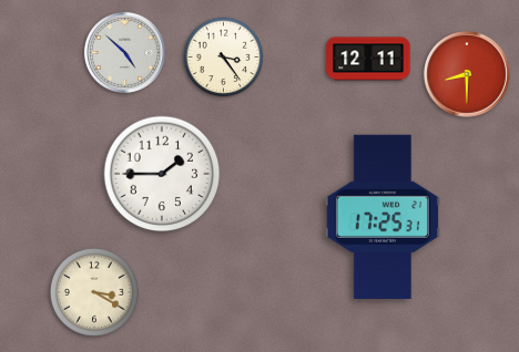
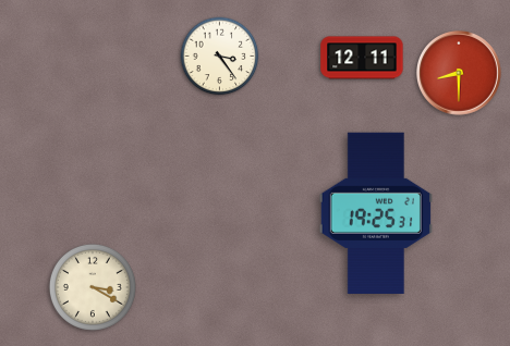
clock at (124, 52): 4:52 -> none
clock at (162, 174): 1:45 -> none
clock at (383, 217): 17:25 -> 19:25
